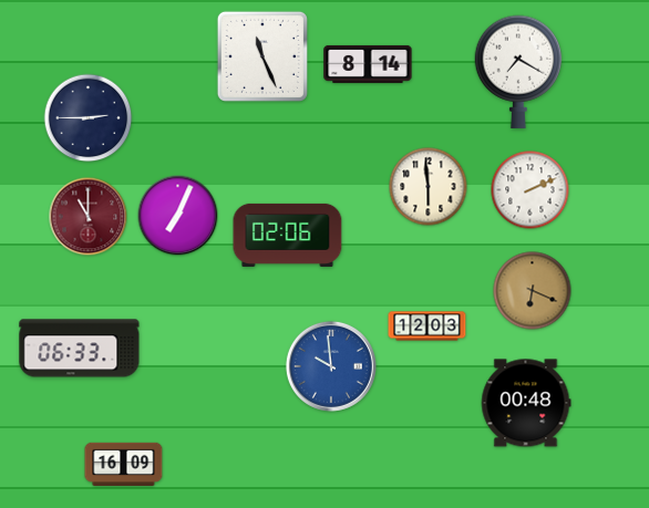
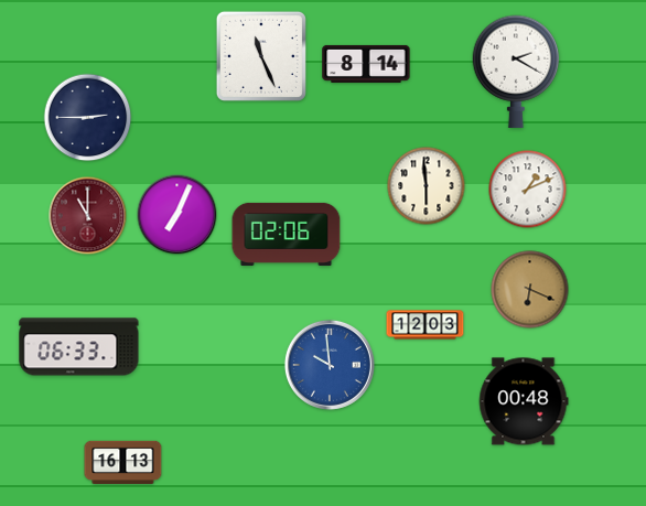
clock at (518, 72): 7:20 -> 2:20
clock at (530, 190): 2:11 -> 1:11
clock at (124, 464): 16:09 -> 16:13
